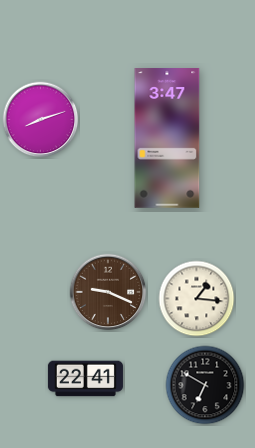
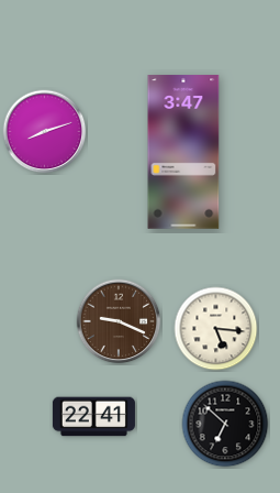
clock at (197, 299): 1:16 -> 5:16
clock at (205, 385): 6:50 -> 6:52
